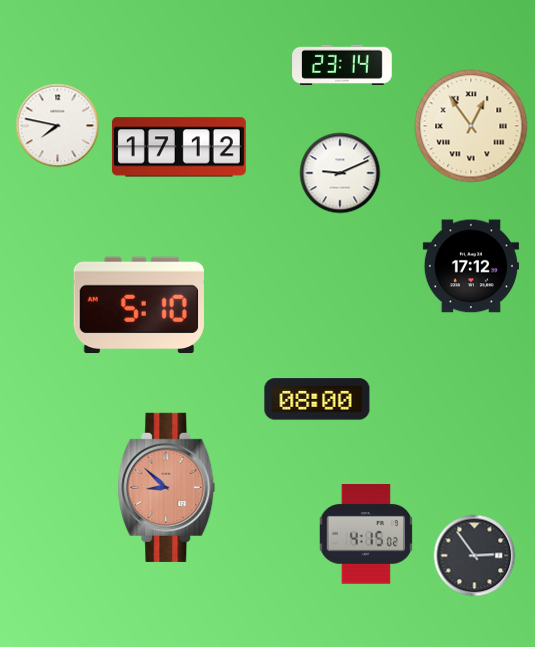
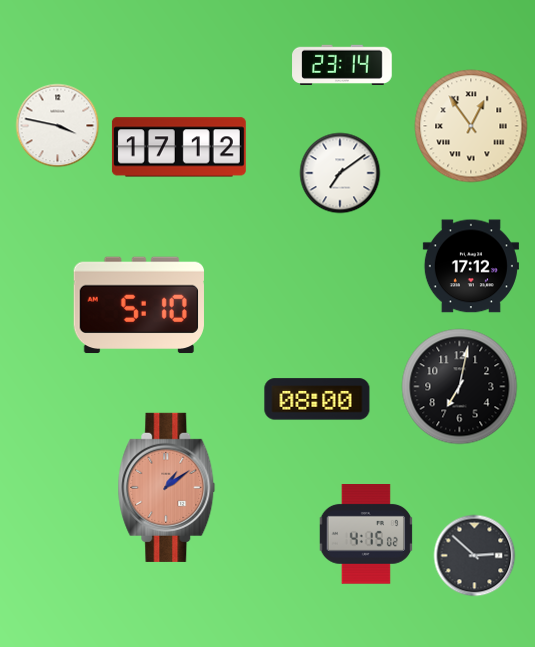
clock at (58, 126): 7:47 -> 3:47
clock at (340, 173): 9:11 -> 7:09
clock at (460, 387): none -> 7:02
clock at (167, 487): 8:52 -> 1:09
clock at (475, 556): 2:54 -> 2:52
